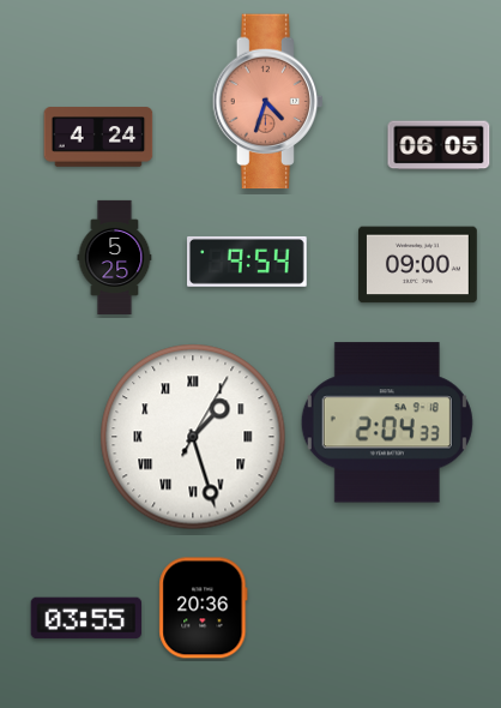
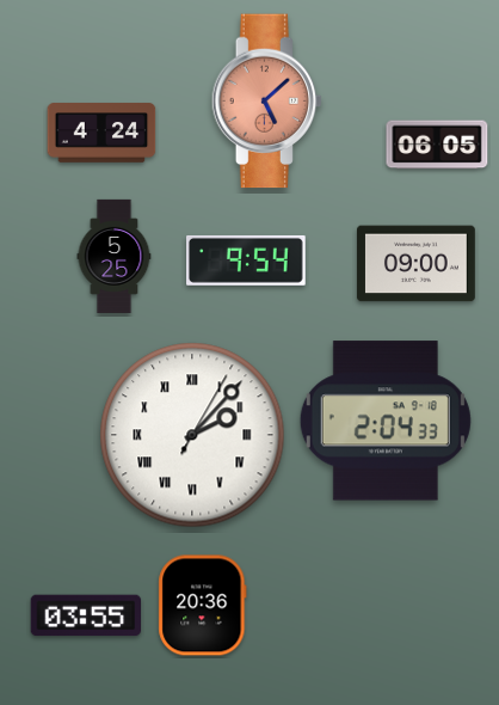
clock at (268, 102): 4:33 -> 5:08
clock at (98, 137) position: (98, 137) -> (101, 133)
clock at (193, 437): 1:27 -> 2:07
